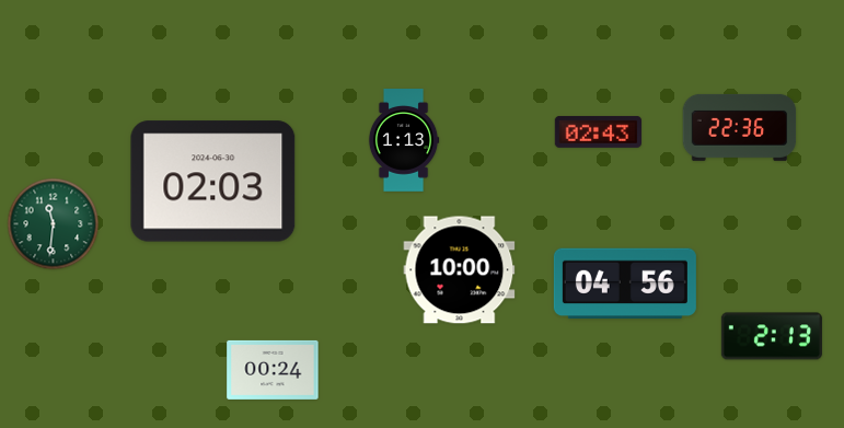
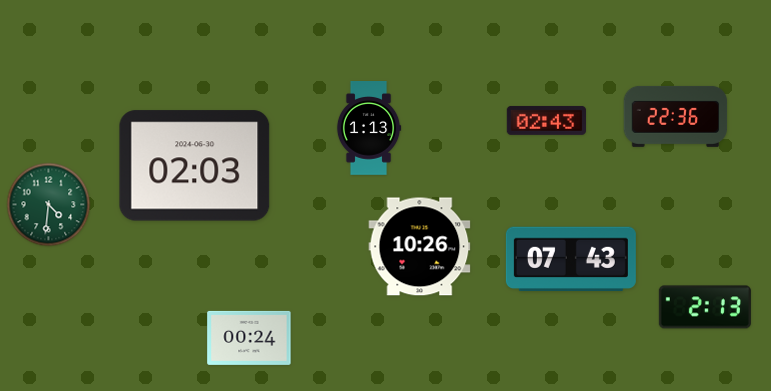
clock at (54, 224): 11:31 -> 4:31
clock at (460, 270): 10:00 -> 10:26
clock at (625, 284): 04:56 -> 07:43
